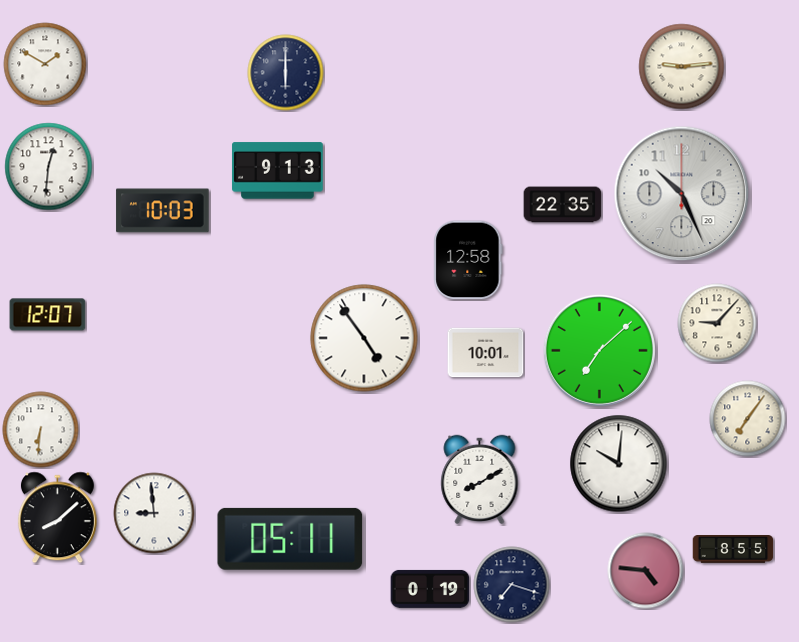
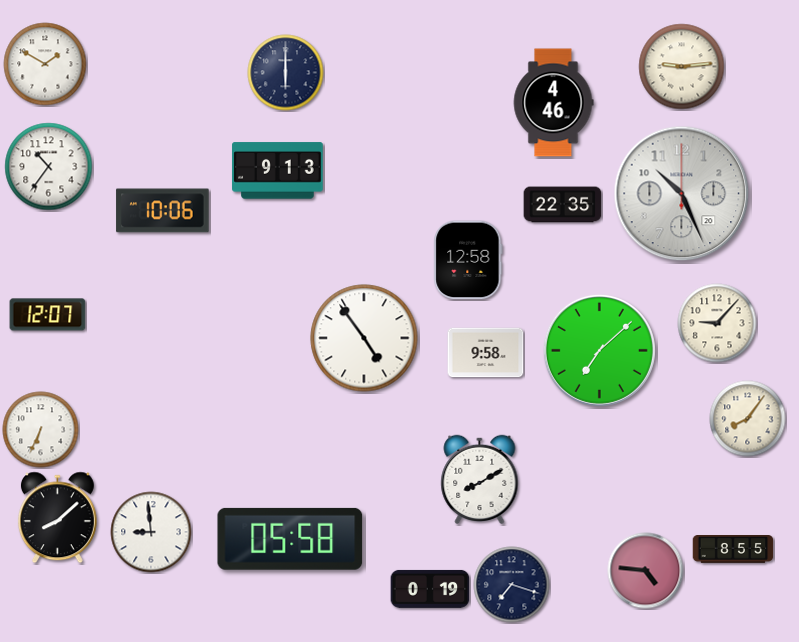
clock at (553, 103): none -> 4:46
clock at (49, 167): 12:31 -> 10:36
clock at (163, 211): 10:03 -> 10:06
clock at (486, 353): 10:01 -> 9:58
clock at (748, 419): 7:06 -> 8:06
clock at (41, 430): 6:31 -> 6:34
clock at (619, 464): 10:01 -> none
clock at (154, 513) position: (154, 513) -> (151, 532)
clock at (290, 539): 05:11 -> 05:58
